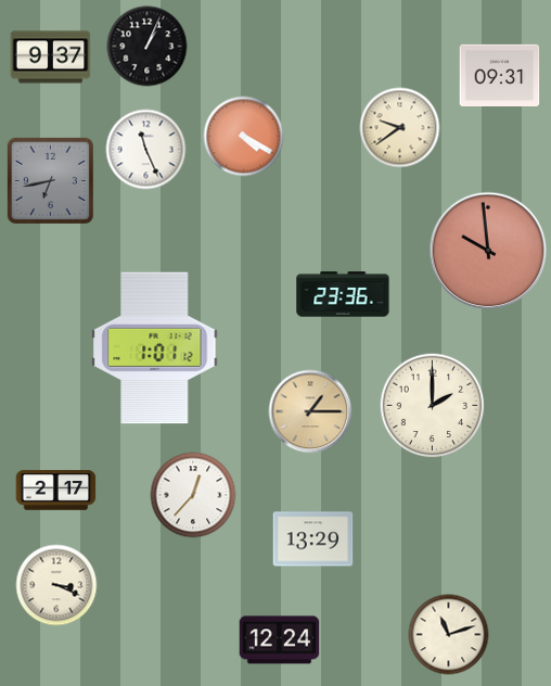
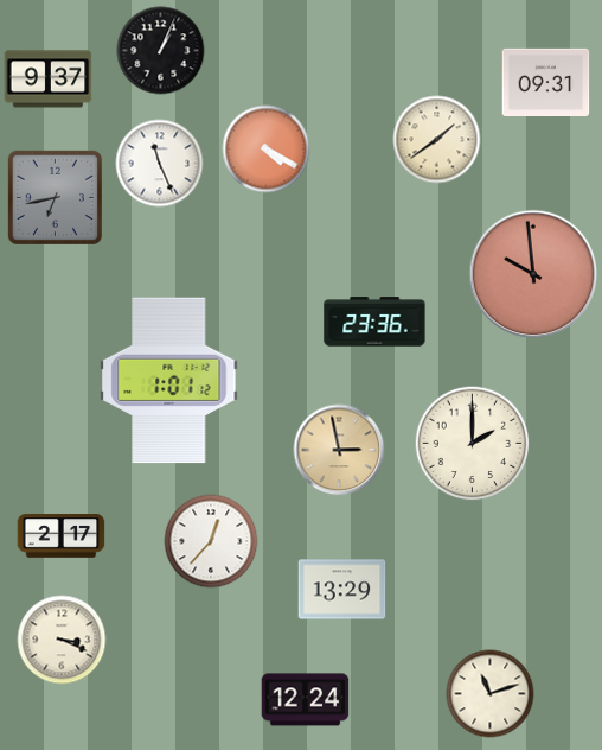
clock at (51, 58) position: (51, 58) -> (49, 80)
clock at (400, 128): 9:39 -> 1:39
clock at (310, 411): 1:15 -> 2:58
